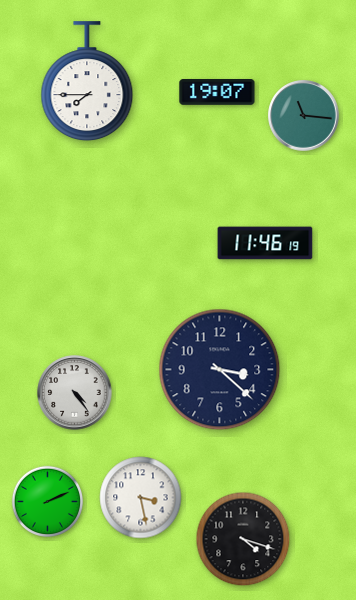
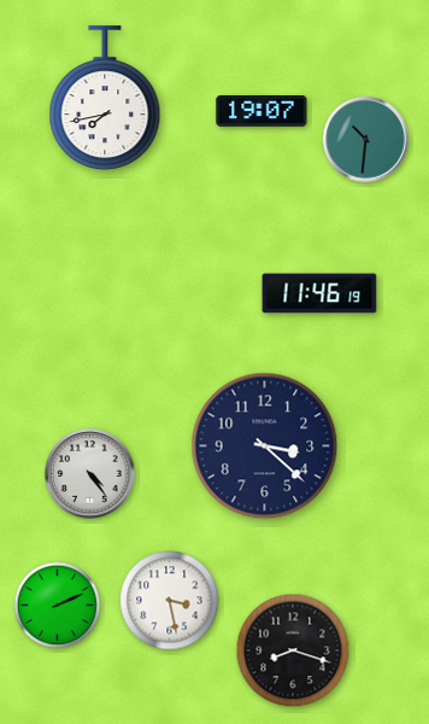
clock at (87, 82): 7:45 -> 7:43
clock at (304, 116): 11:16 -> 10:31
clock at (243, 539): 4:18 -> 8:18
